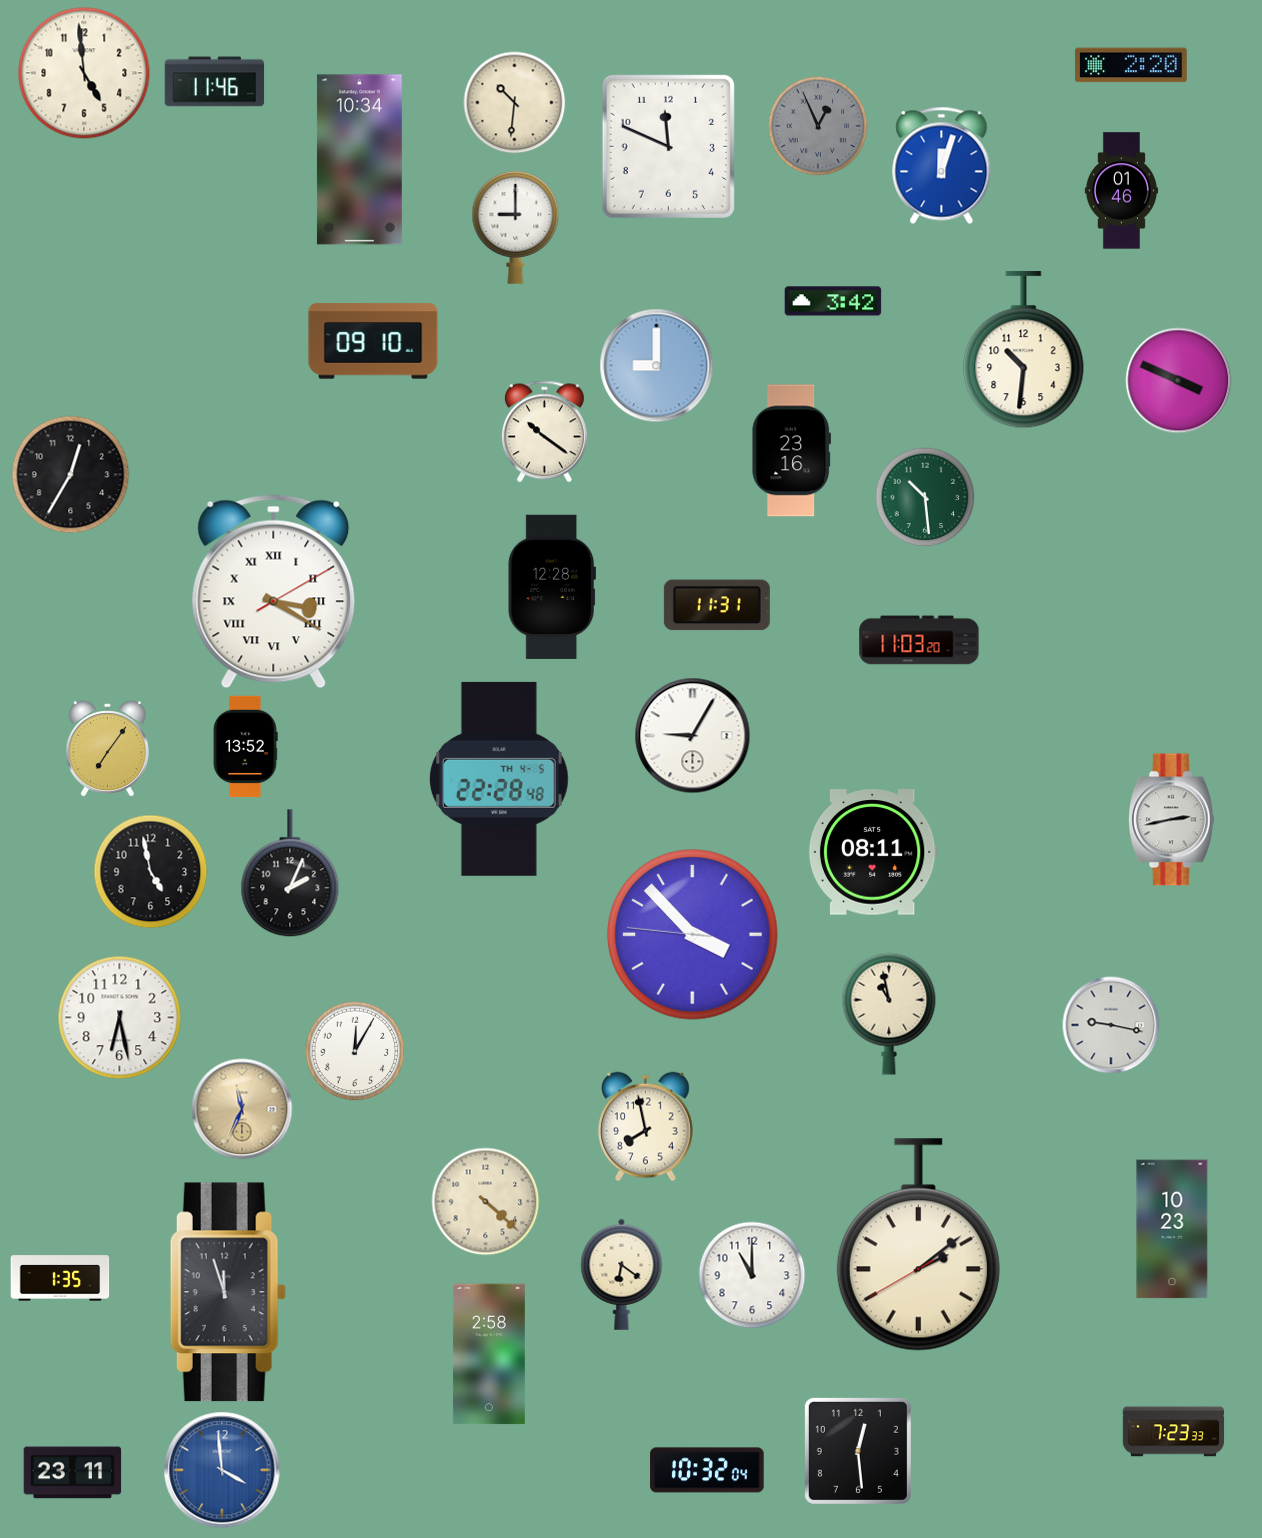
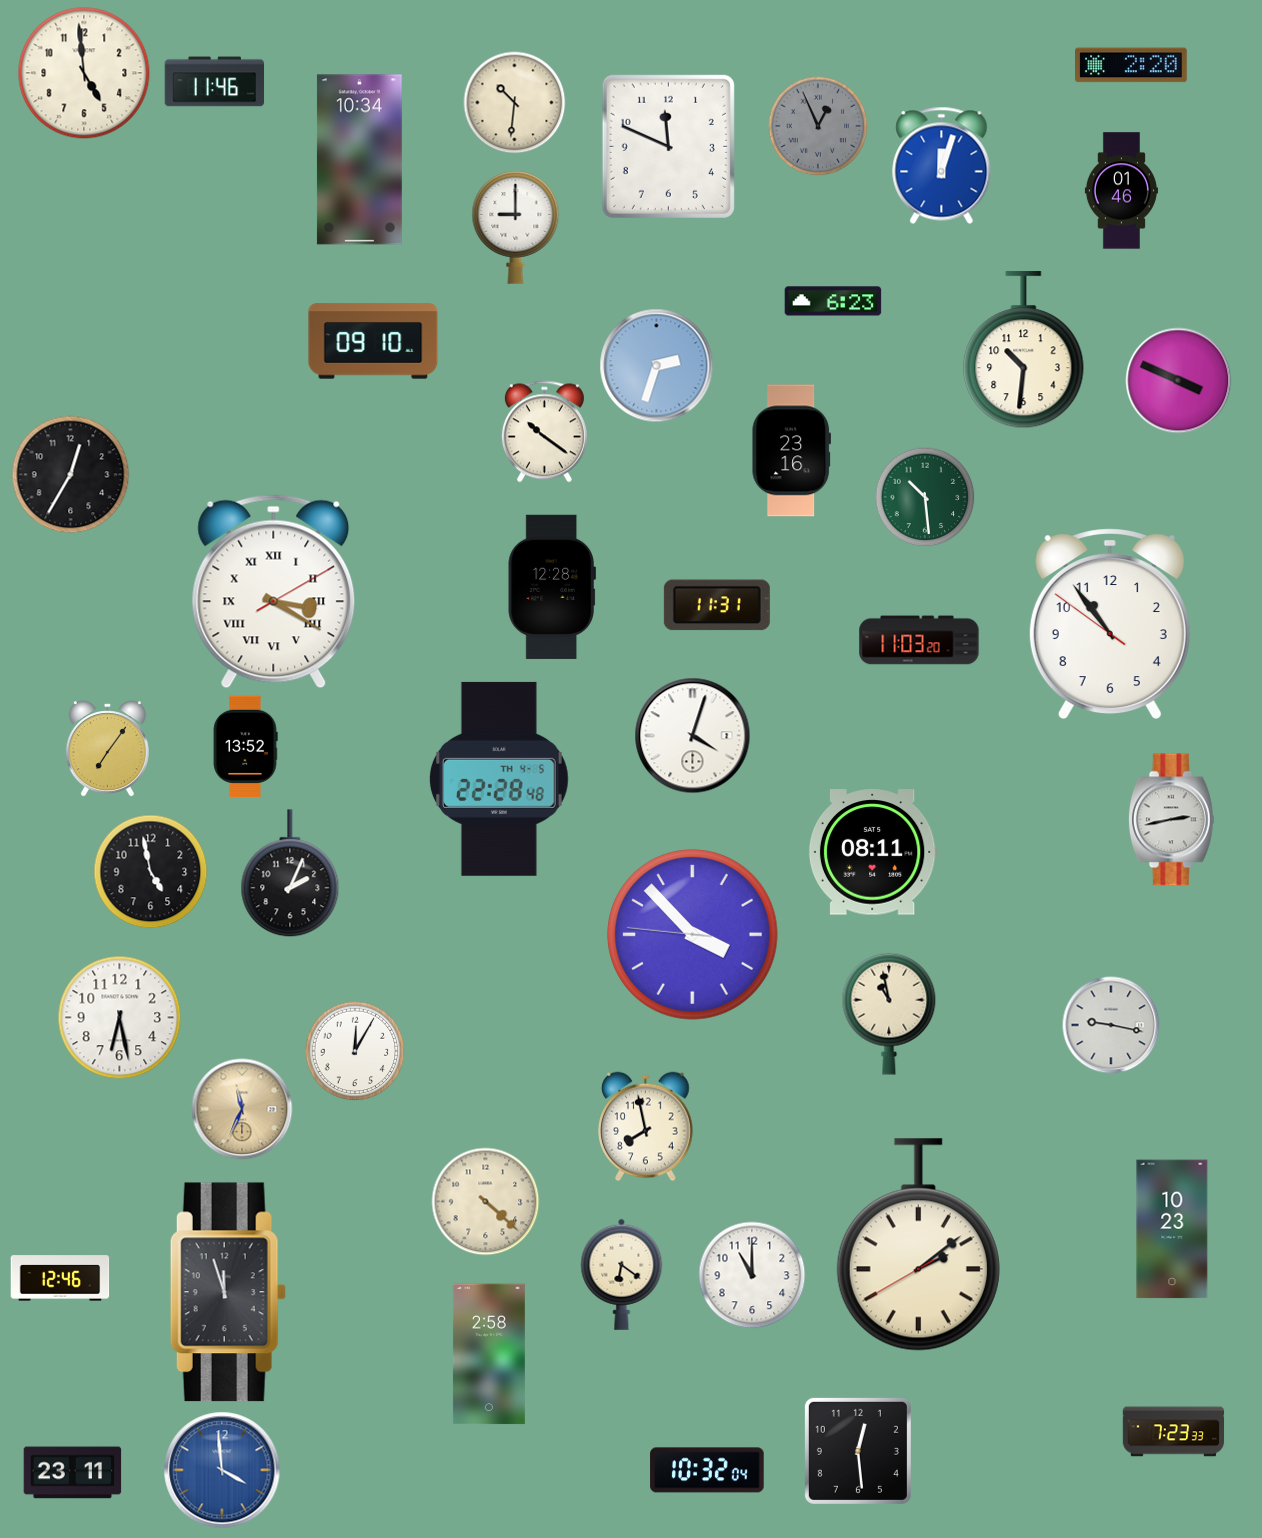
clock at (833, 301): 3:42 -> 6:23
clock at (657, 366): 9:00 -> 2:33
clock at (1110, 624): none -> 10:53
clock at (693, 736): 9:05 -> 4:03
clock at (60, 1278): 1:35 -> 12:46
